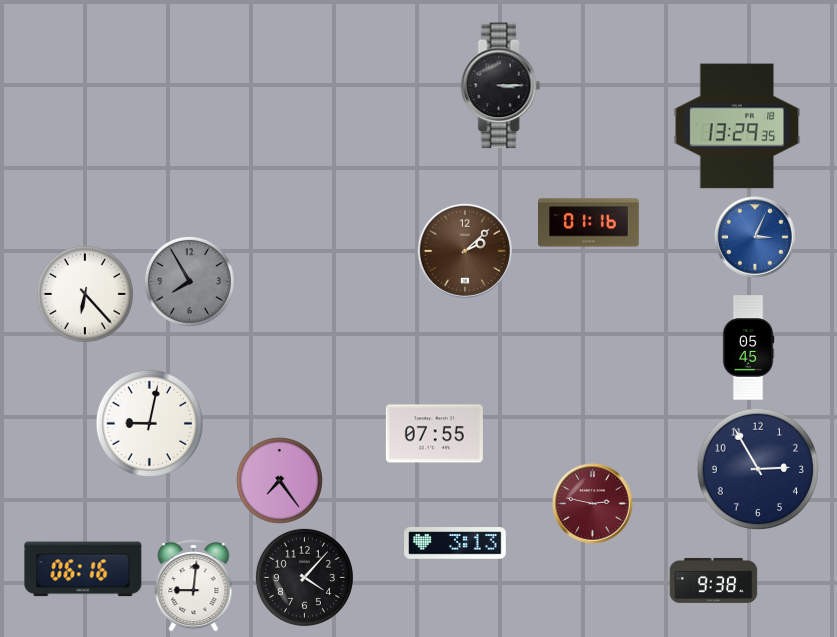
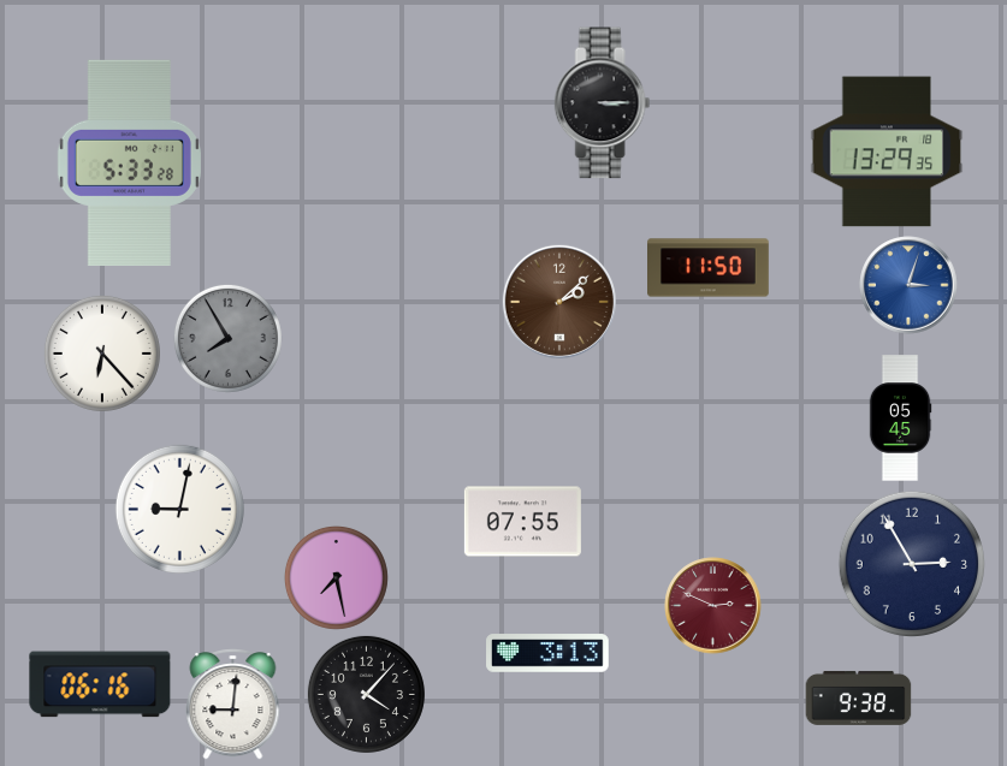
clock at (129, 162): none -> 5:33
clock at (589, 223): 01:16 -> 11:50
clock at (755, 237): 3:04 -> 3:03
clock at (279, 480): 7:24 -> 7:28
clock at (593, 504): 2:47 -> 2:49
